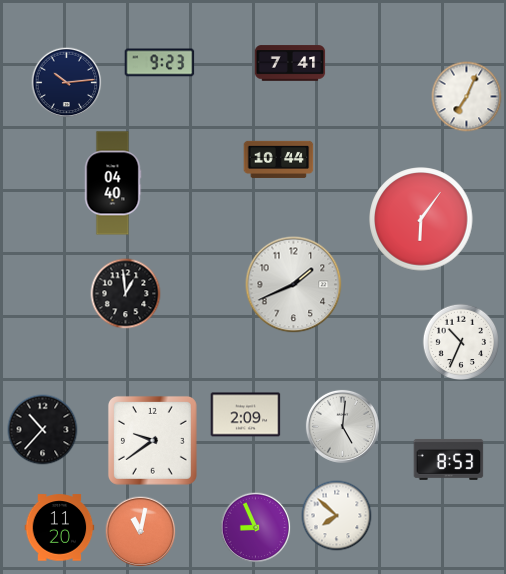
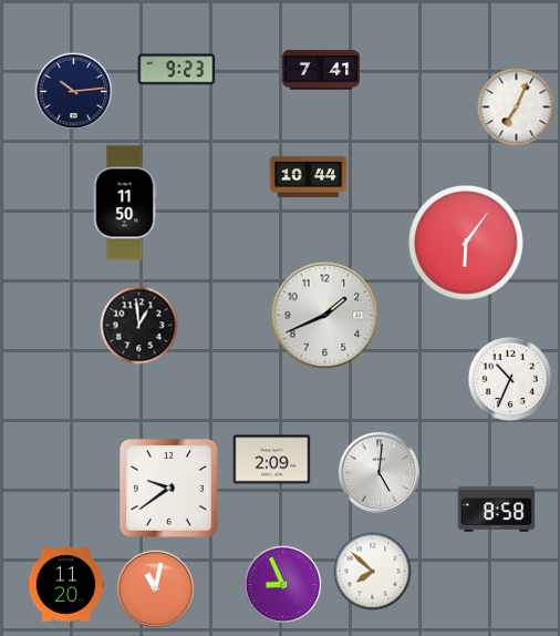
clock at (113, 183): 04:40 -> 11:50
clock at (43, 430): 10:37 -> none
clock at (449, 459): 8:53 -> 8:58
